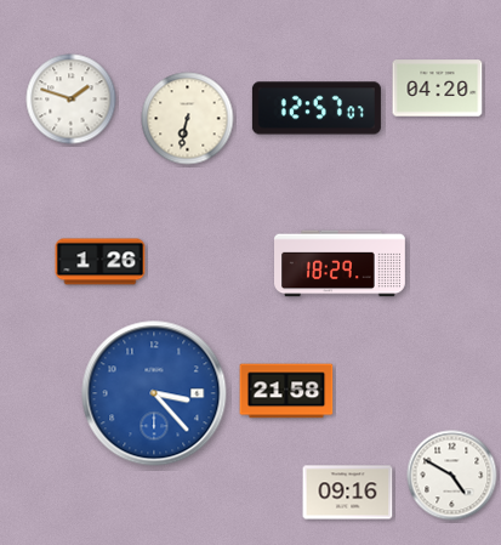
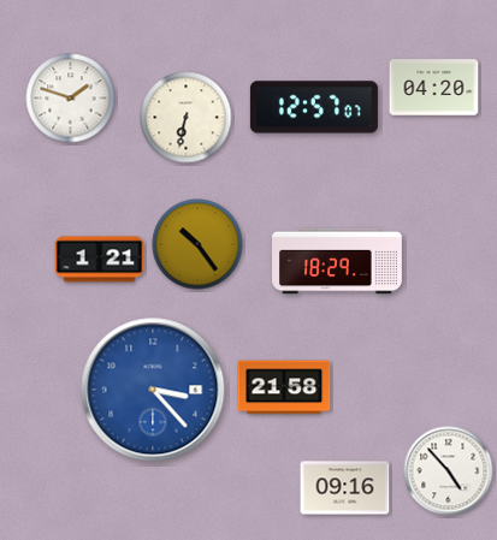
clock at (197, 244): none -> 10:24
clock at (101, 262): 1:26 -> 1:21
clock at (452, 476): 4:50 -> 4:53
